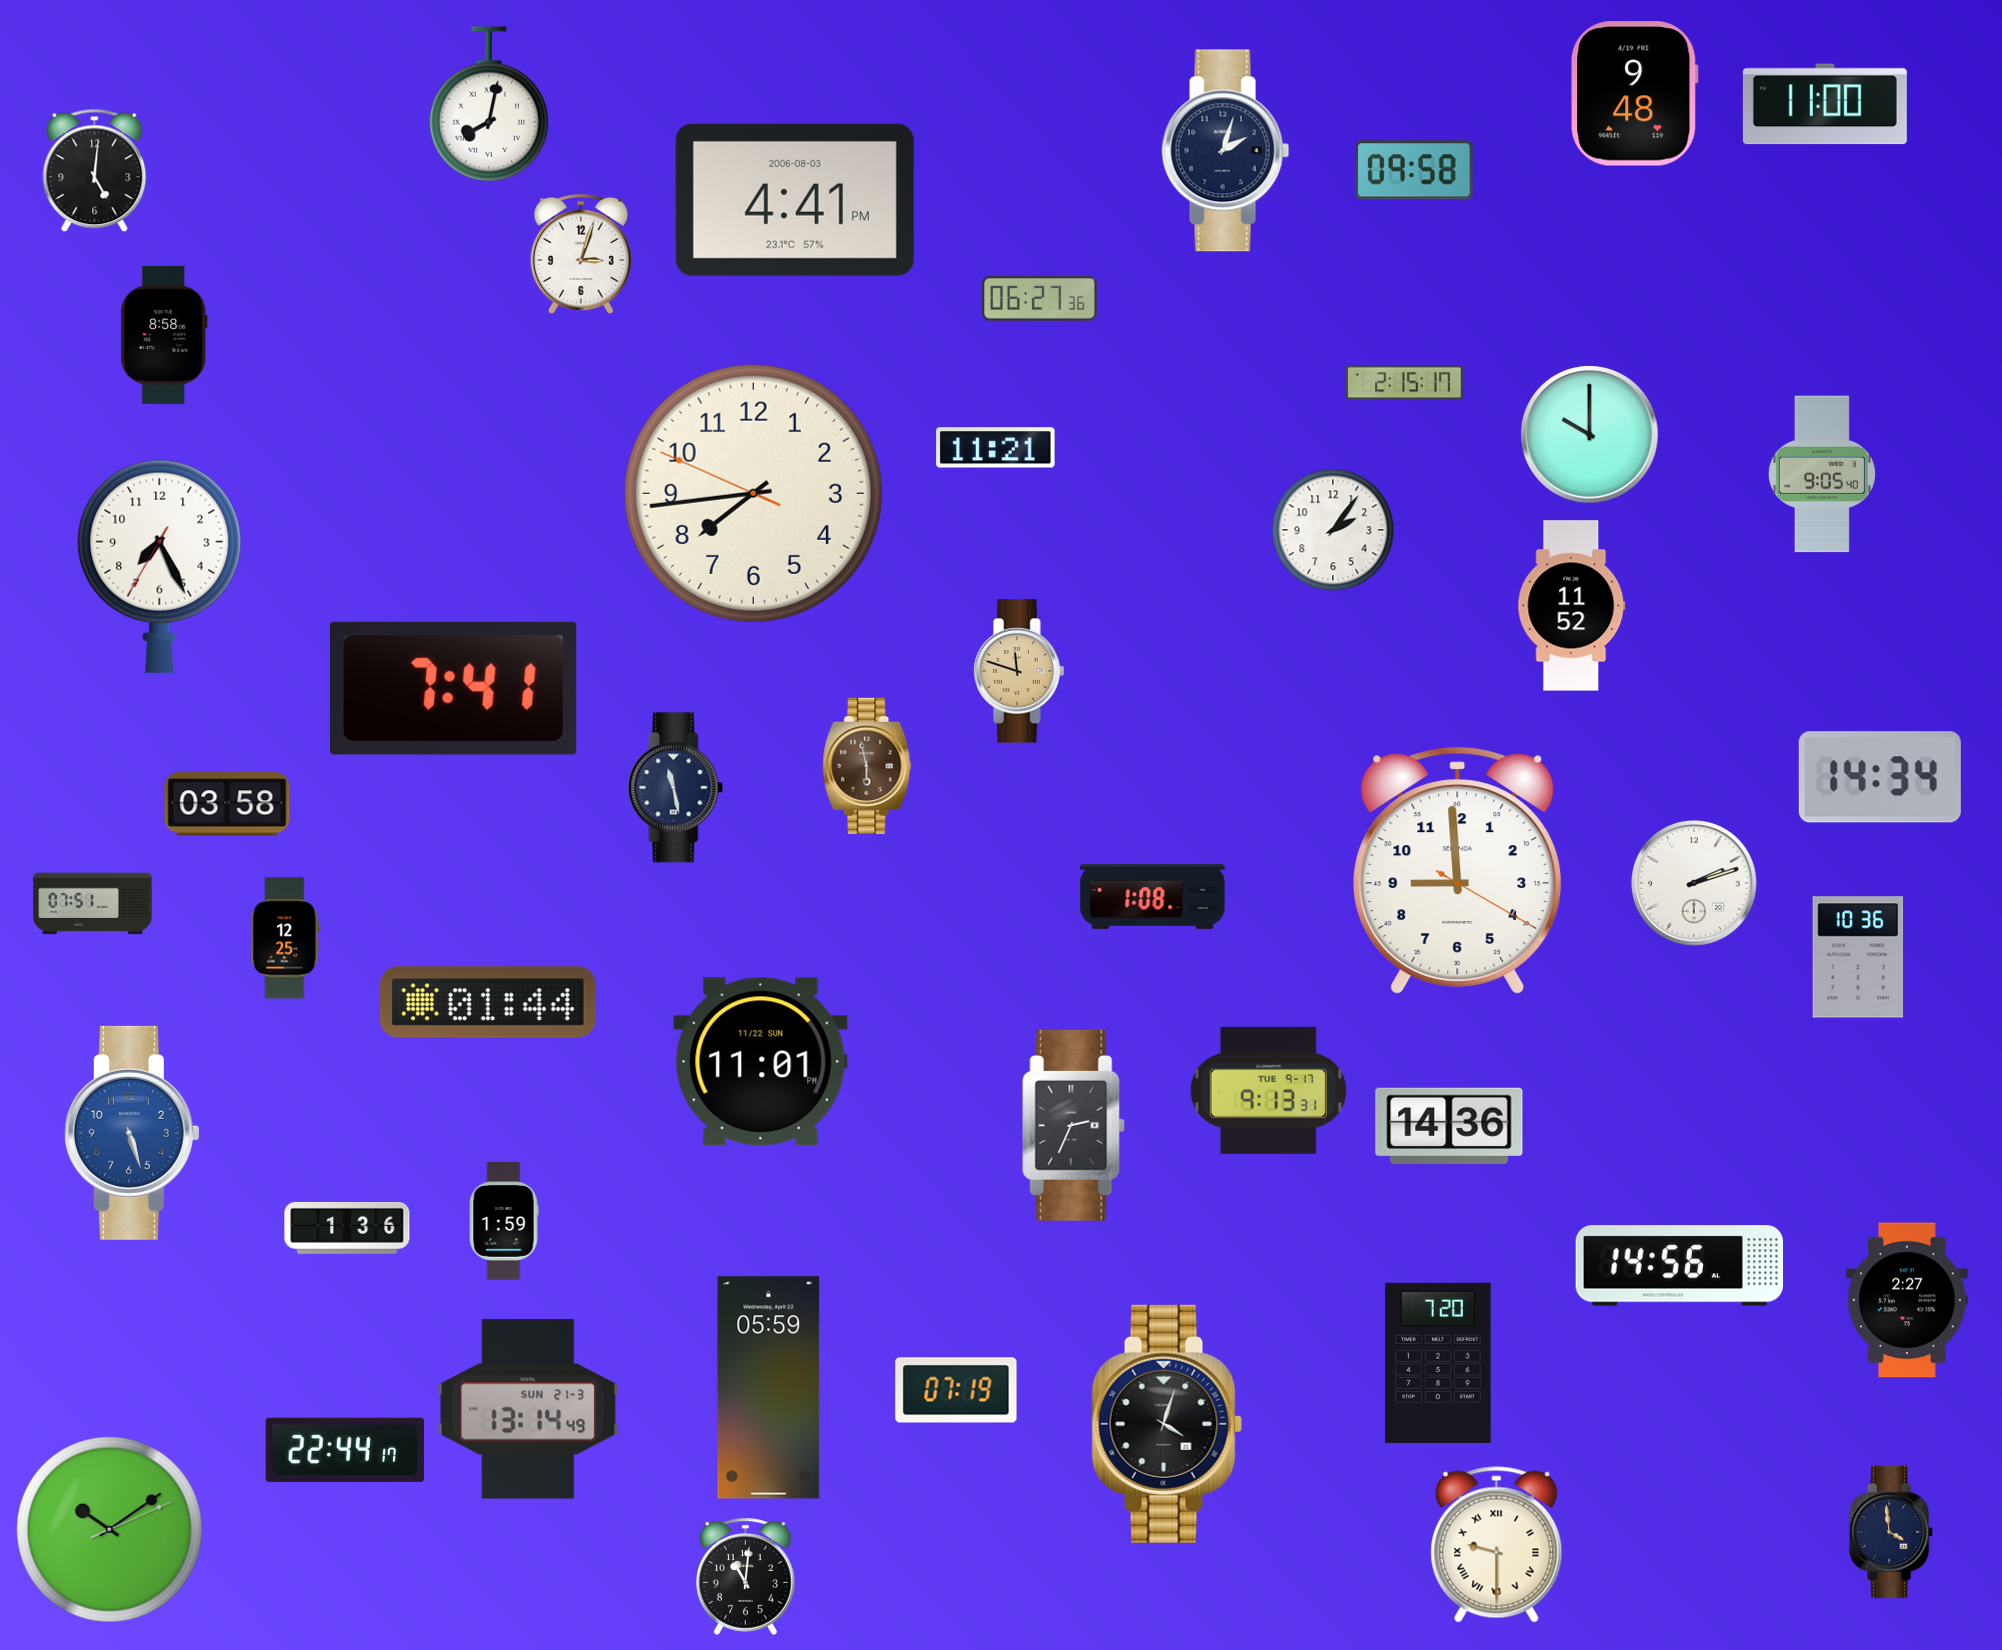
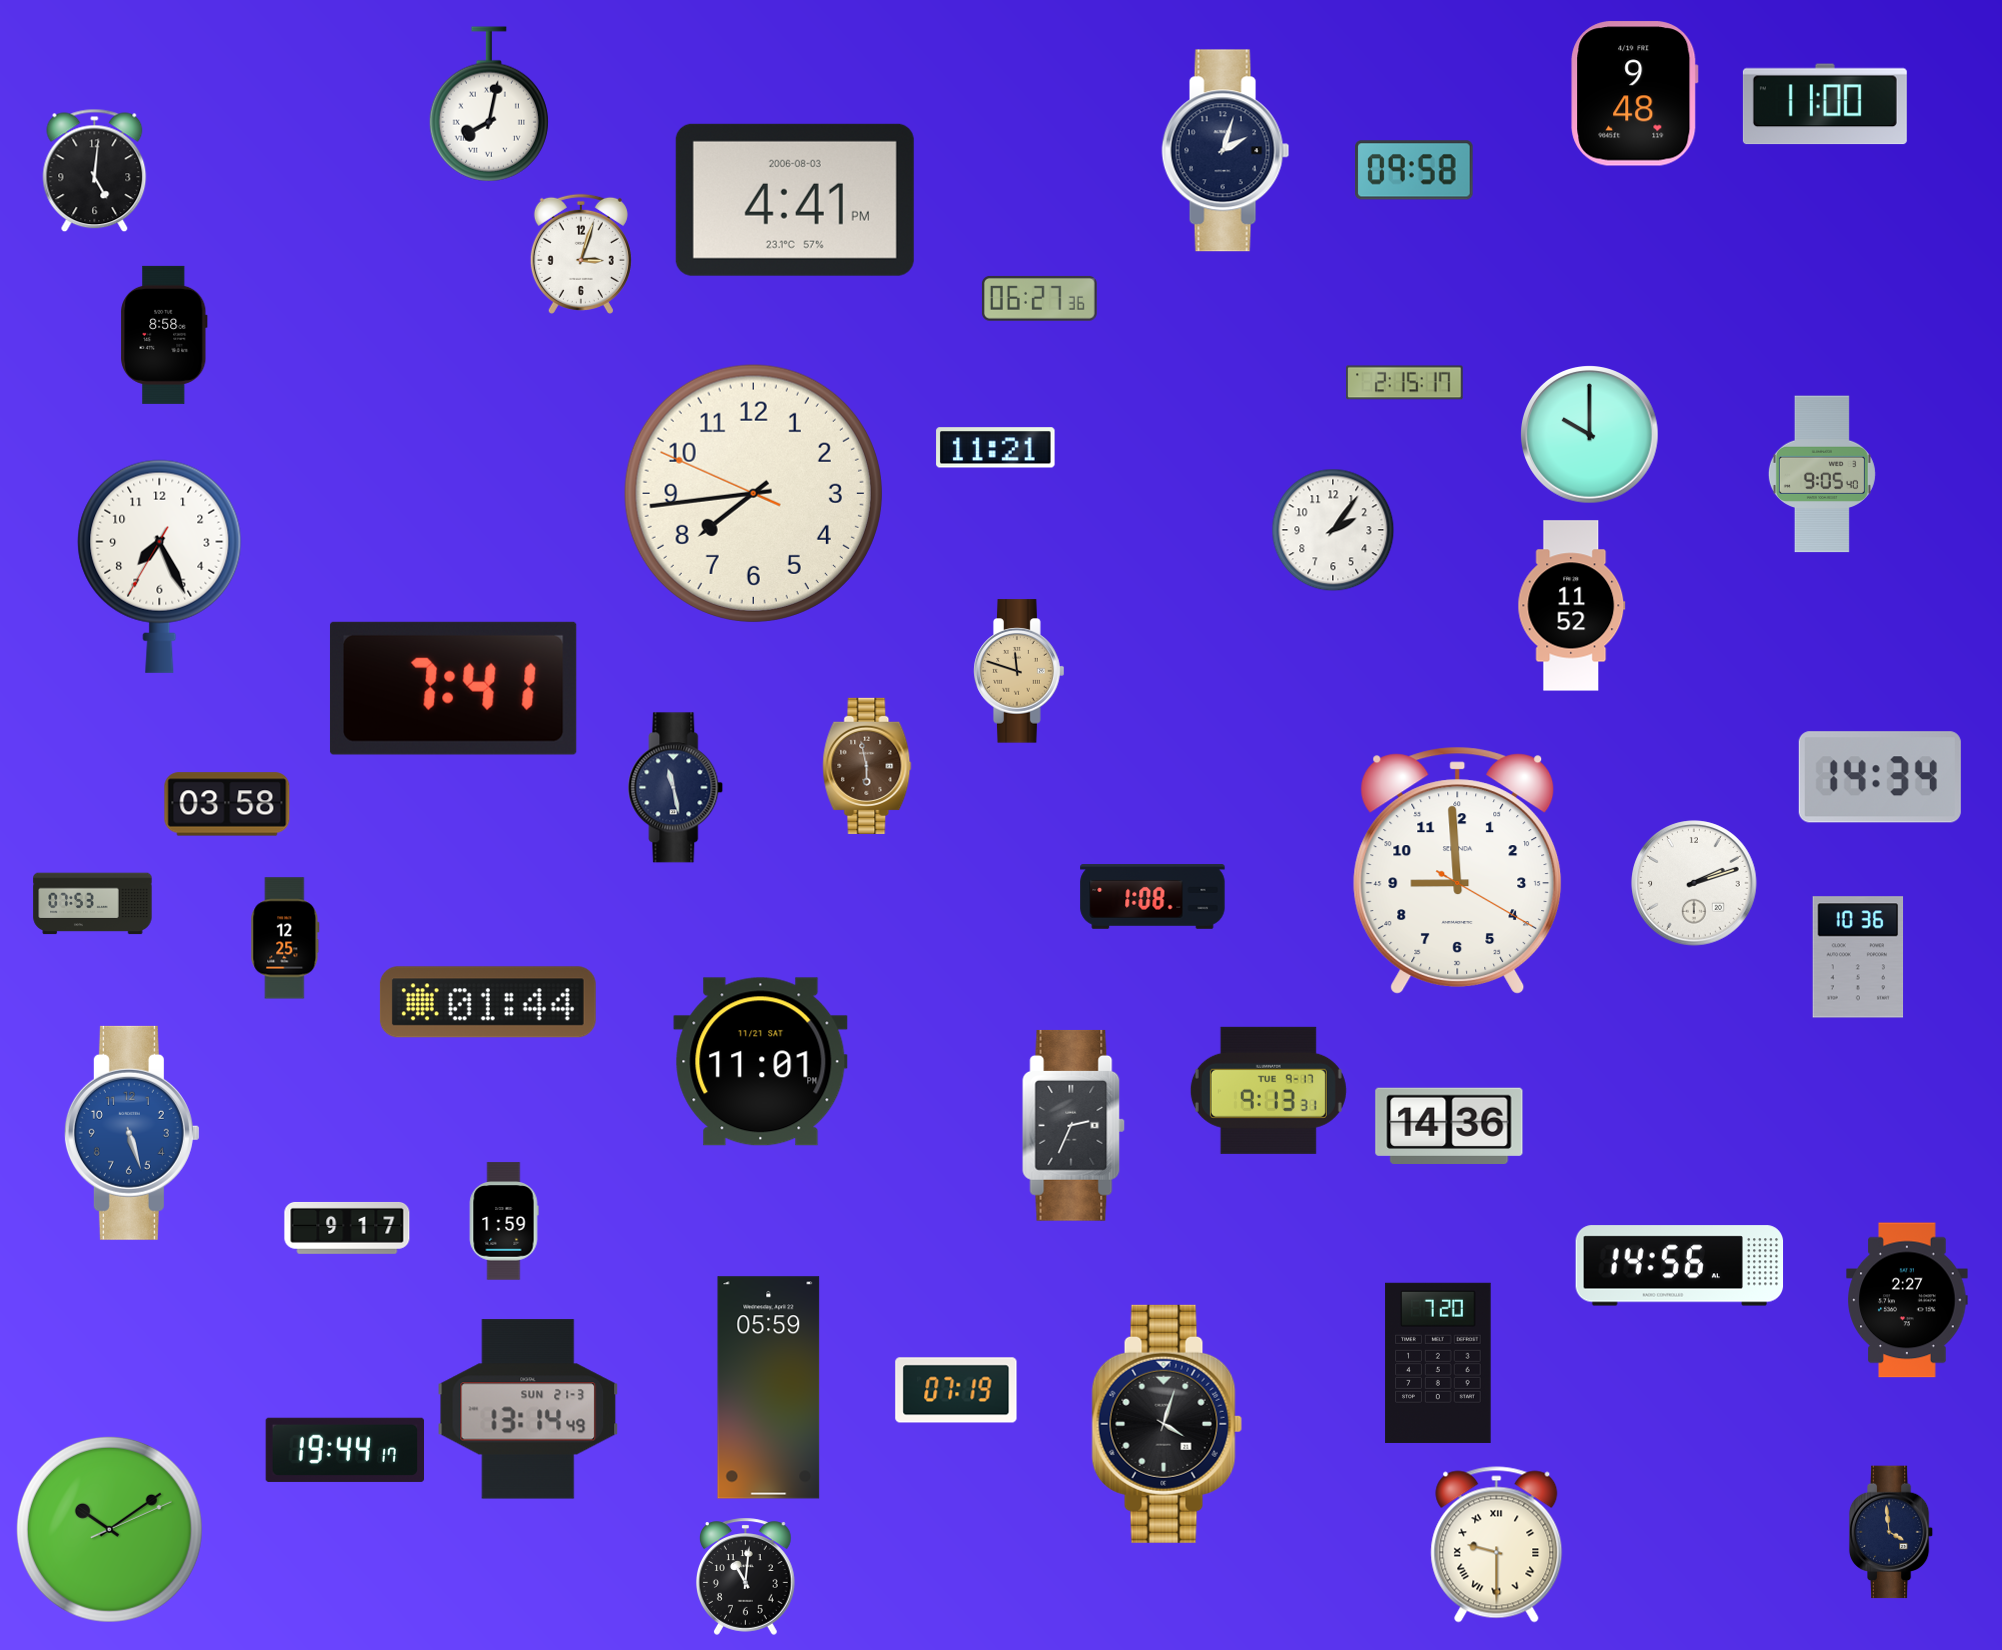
clock at (93, 904): 07:51 -> 07:53
clock at (761, 1062) date: 11/22 SUN -> 11/21 SAT
clock at (347, 1228): 1:36 -> 9:17
clock at (345, 1450): 22:44 -> 19:44
